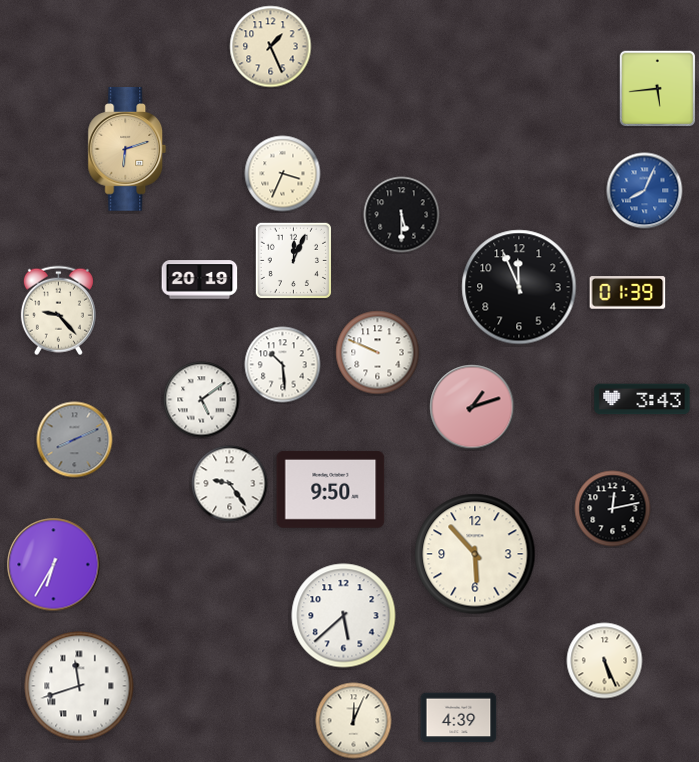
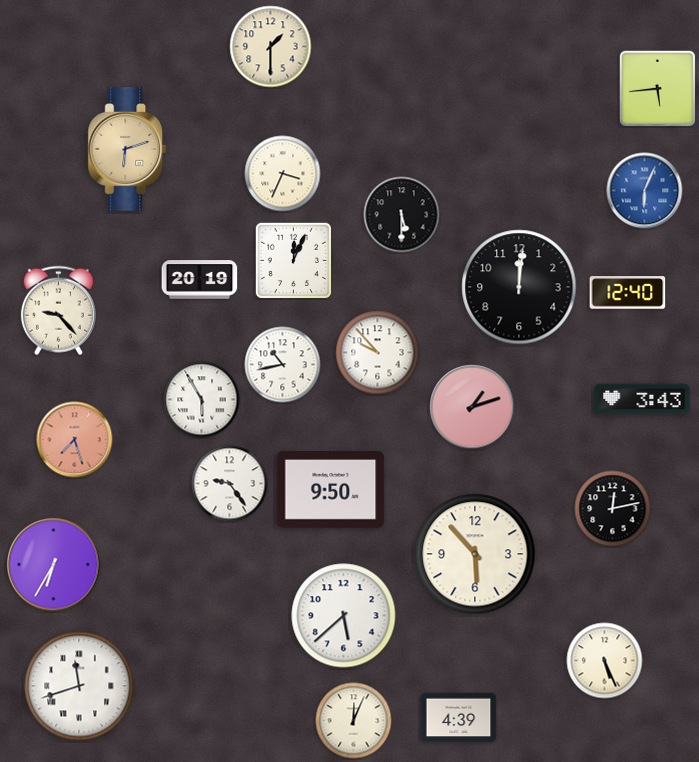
clock at (271, 47): 1:26 -> 1:30
clock at (645, 191): 8:04 -> 6:04
clock at (519, 287): 11:56 -> 12:01
clock at (628, 293): 01:39 -> 12:40
clock at (378, 353): 9:49 -> 9:53
clock at (283, 365): 10:29 -> 10:43
clock at (202, 400): 5:09 -> 5:55
clock at (75, 440): 8:11 -> 7:27
clock at (75, 440) dial: grey -> salmon
